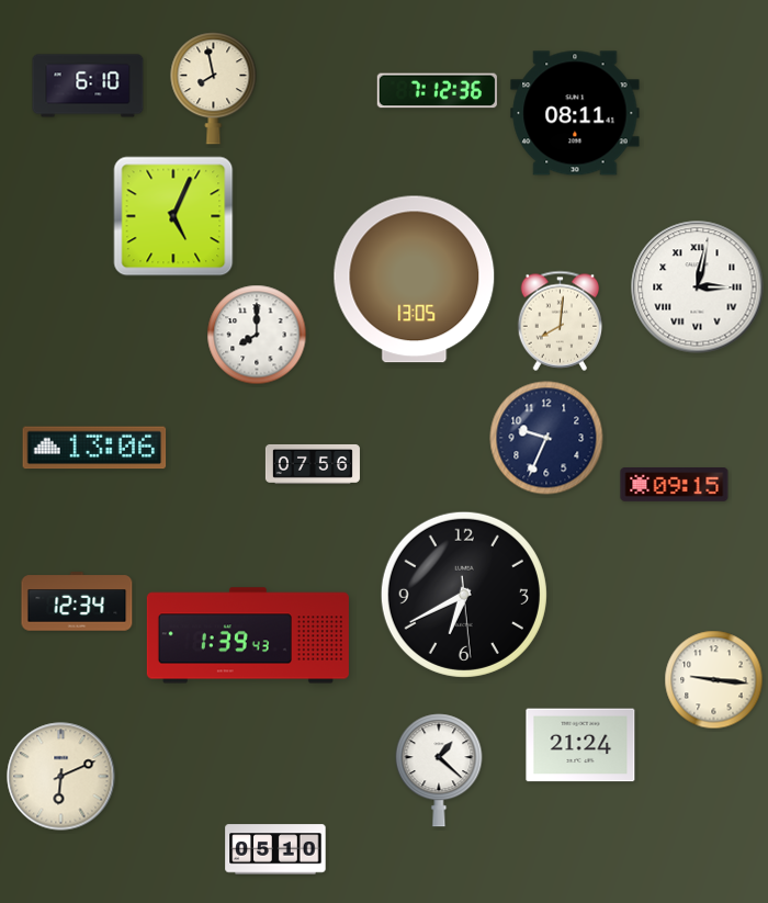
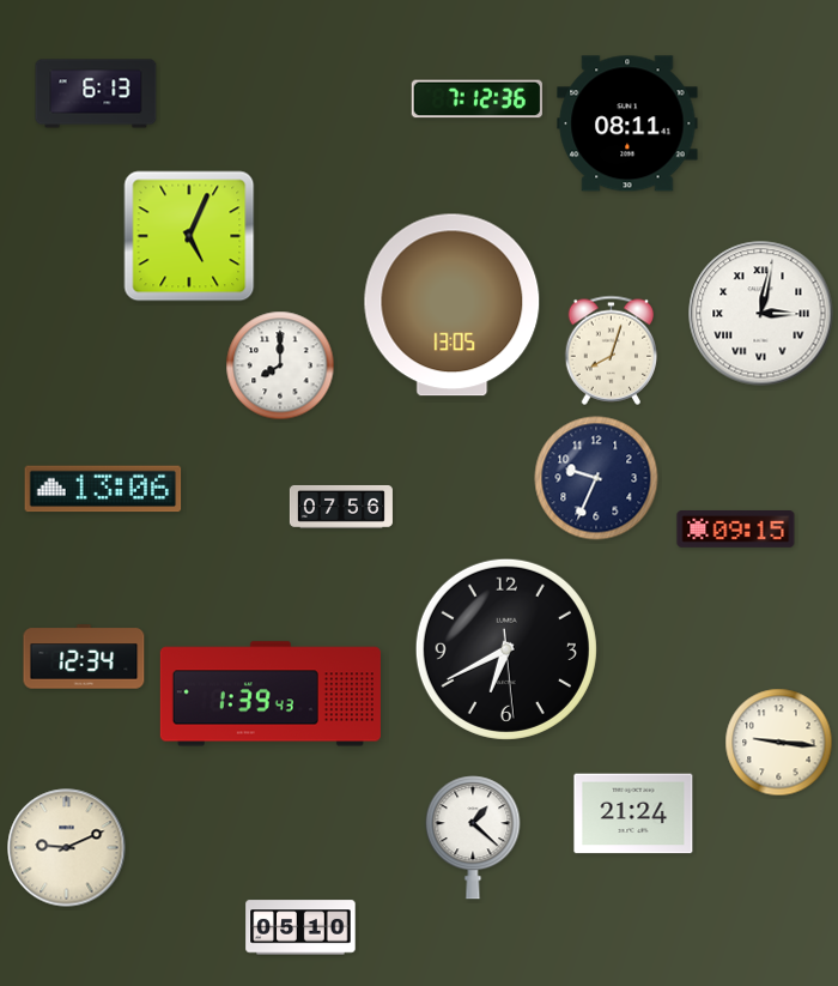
clock at (88, 86): 6:10 -> 6:13
clock at (214, 89): 7:58 -> none
clock at (561, 320): 8:01 -> 8:03
clock at (439, 770) position: (439, 770) -> (473, 837)
clock at (61, 777): 6:11 -> 9:11
